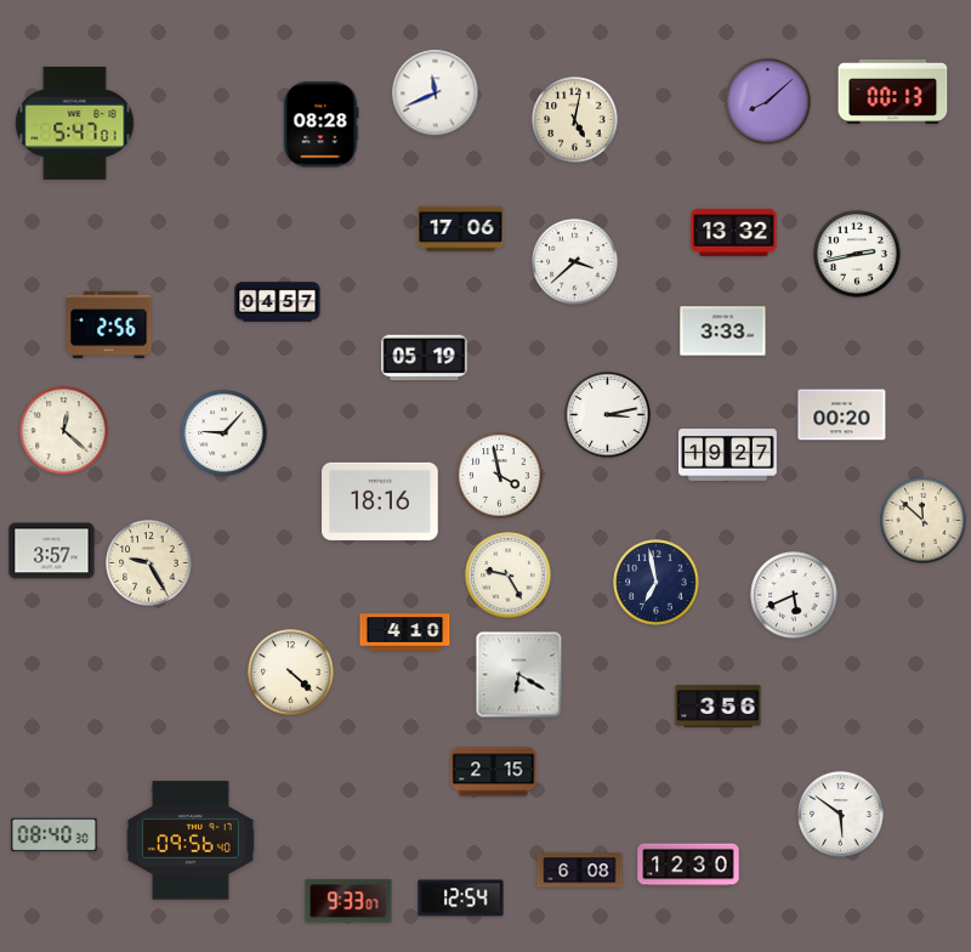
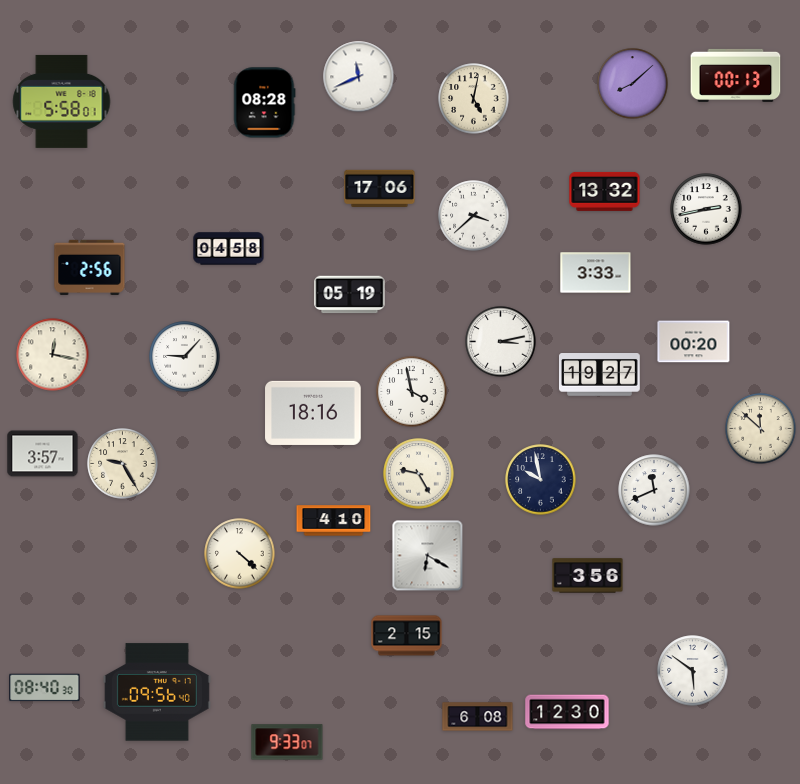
clock at (75, 123): 5:47 -> 5:58
clock at (278, 302): 04:57 -> 04:58
clock at (64, 431): 12:22 -> 12:17
clock at (657, 583): 6:58 -> 9:58
clock at (794, 595): 5:41 -> 11:41
clock at (719, 707) position: (719, 707) -> (588, 576)
clock at (461, 899): 12:54 -> none
